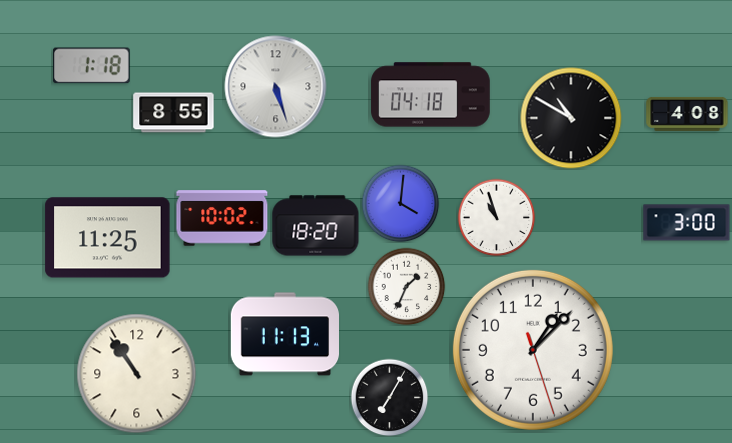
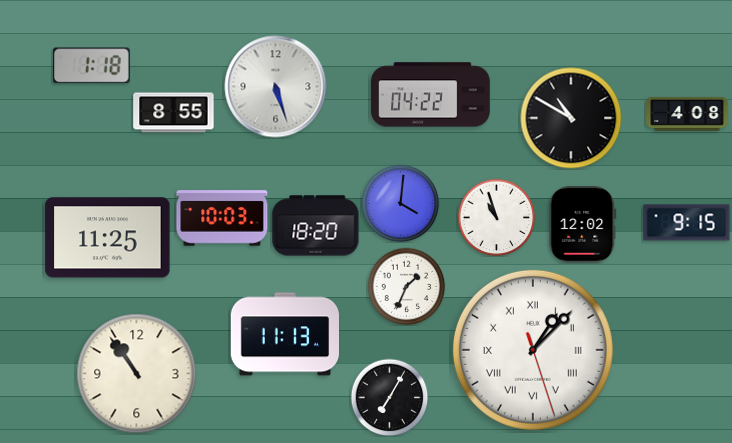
clock at (431, 95): 04:18 -> 04:22
clock at (222, 218): 10:02 -> 10:03
clock at (687, 223): 3:00 -> 9:15
clock at (583, 225): none -> 12:02
clock at (533, 350) numerals: Arabic -> Roman
